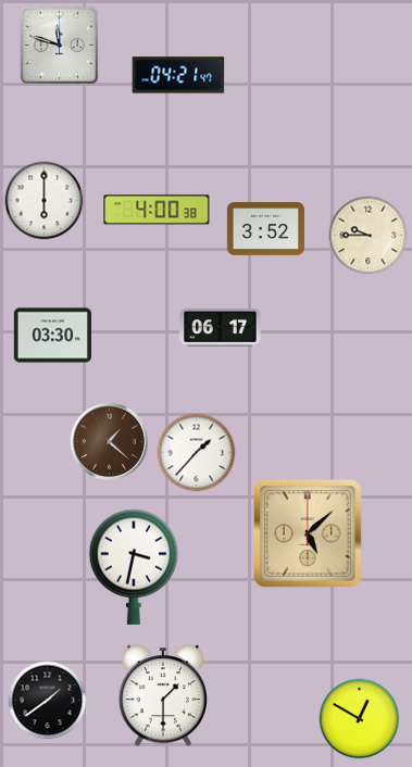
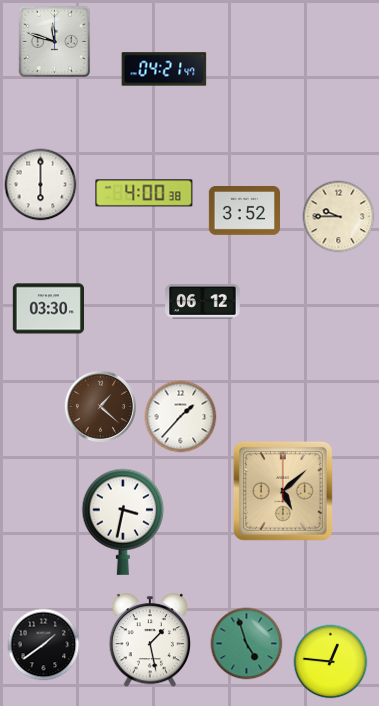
clock at (221, 328): 06:17 -> 06:12
clock at (163, 696): 1:30 -> 1:28
clock at (247, 644): none -> 4:57
clock at (360, 719): 12:50 -> 12:46
